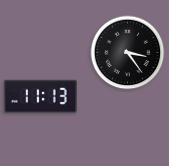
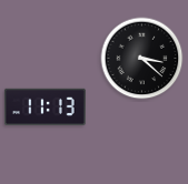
clock at (128, 53): 3:24 -> 3:22
